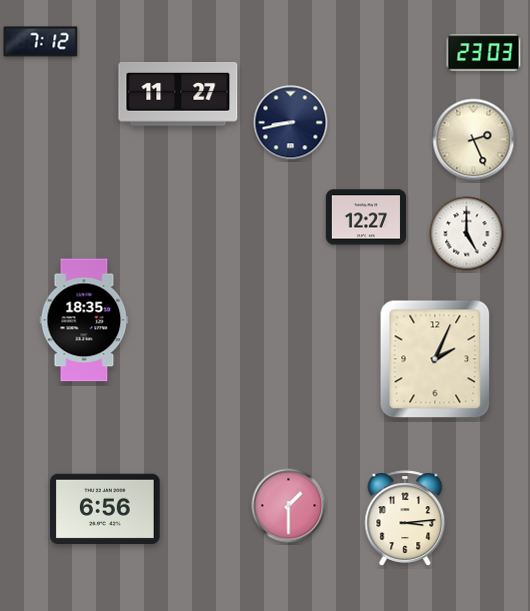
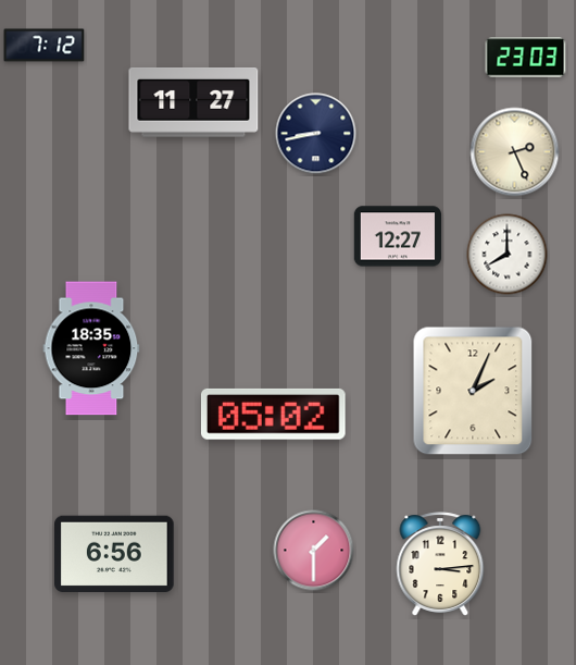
clock at (467, 234): 5:00 -> 8:00
clock at (273, 414): none -> 05:02
